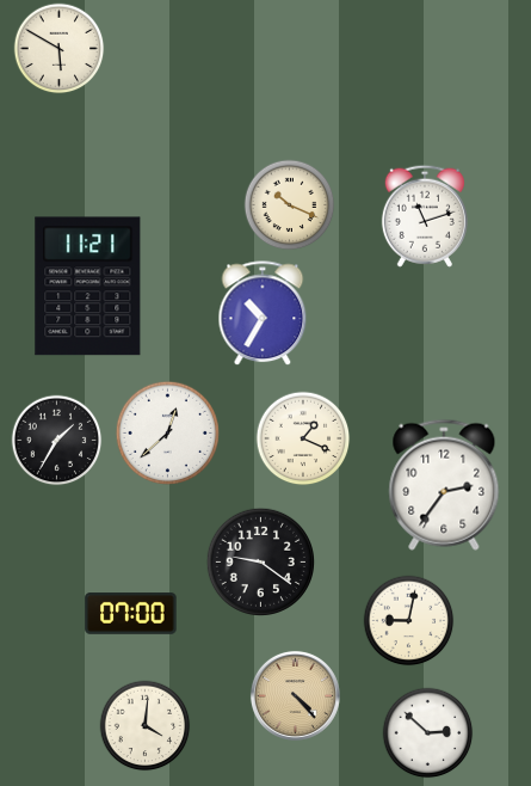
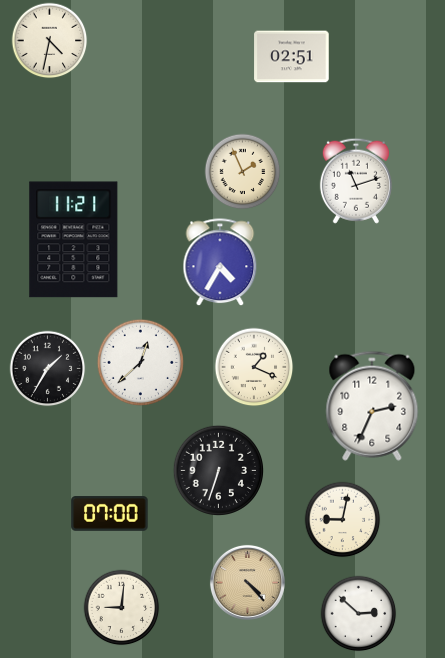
clock at (60, 49): 5:50 -> 4:32
clock at (292, 57): none -> 02:51
clock at (290, 205): 10:19 -> 1:56
clock at (263, 314): 10:35 -> 4:35
clock at (444, 485): 2:36 -> 2:34
clock at (260, 561): 9:21 -> 6:33
clock at (146, 726): 4:01 -> 9:01
